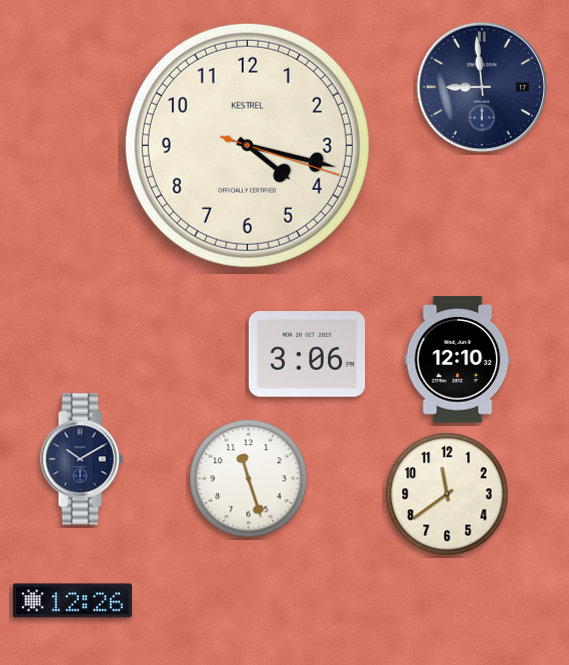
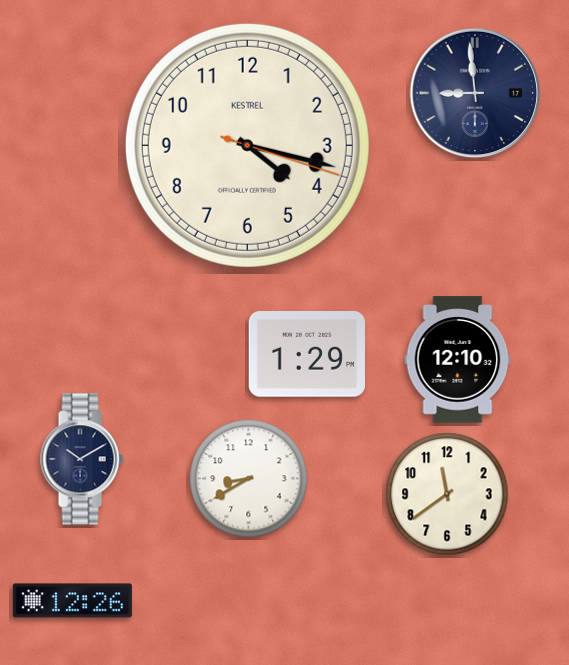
clock at (482, 87) position: (482, 87) -> (475, 93)
clock at (307, 354): 3:06 -> 1:29
clock at (249, 479): 11:27 -> 8:40
